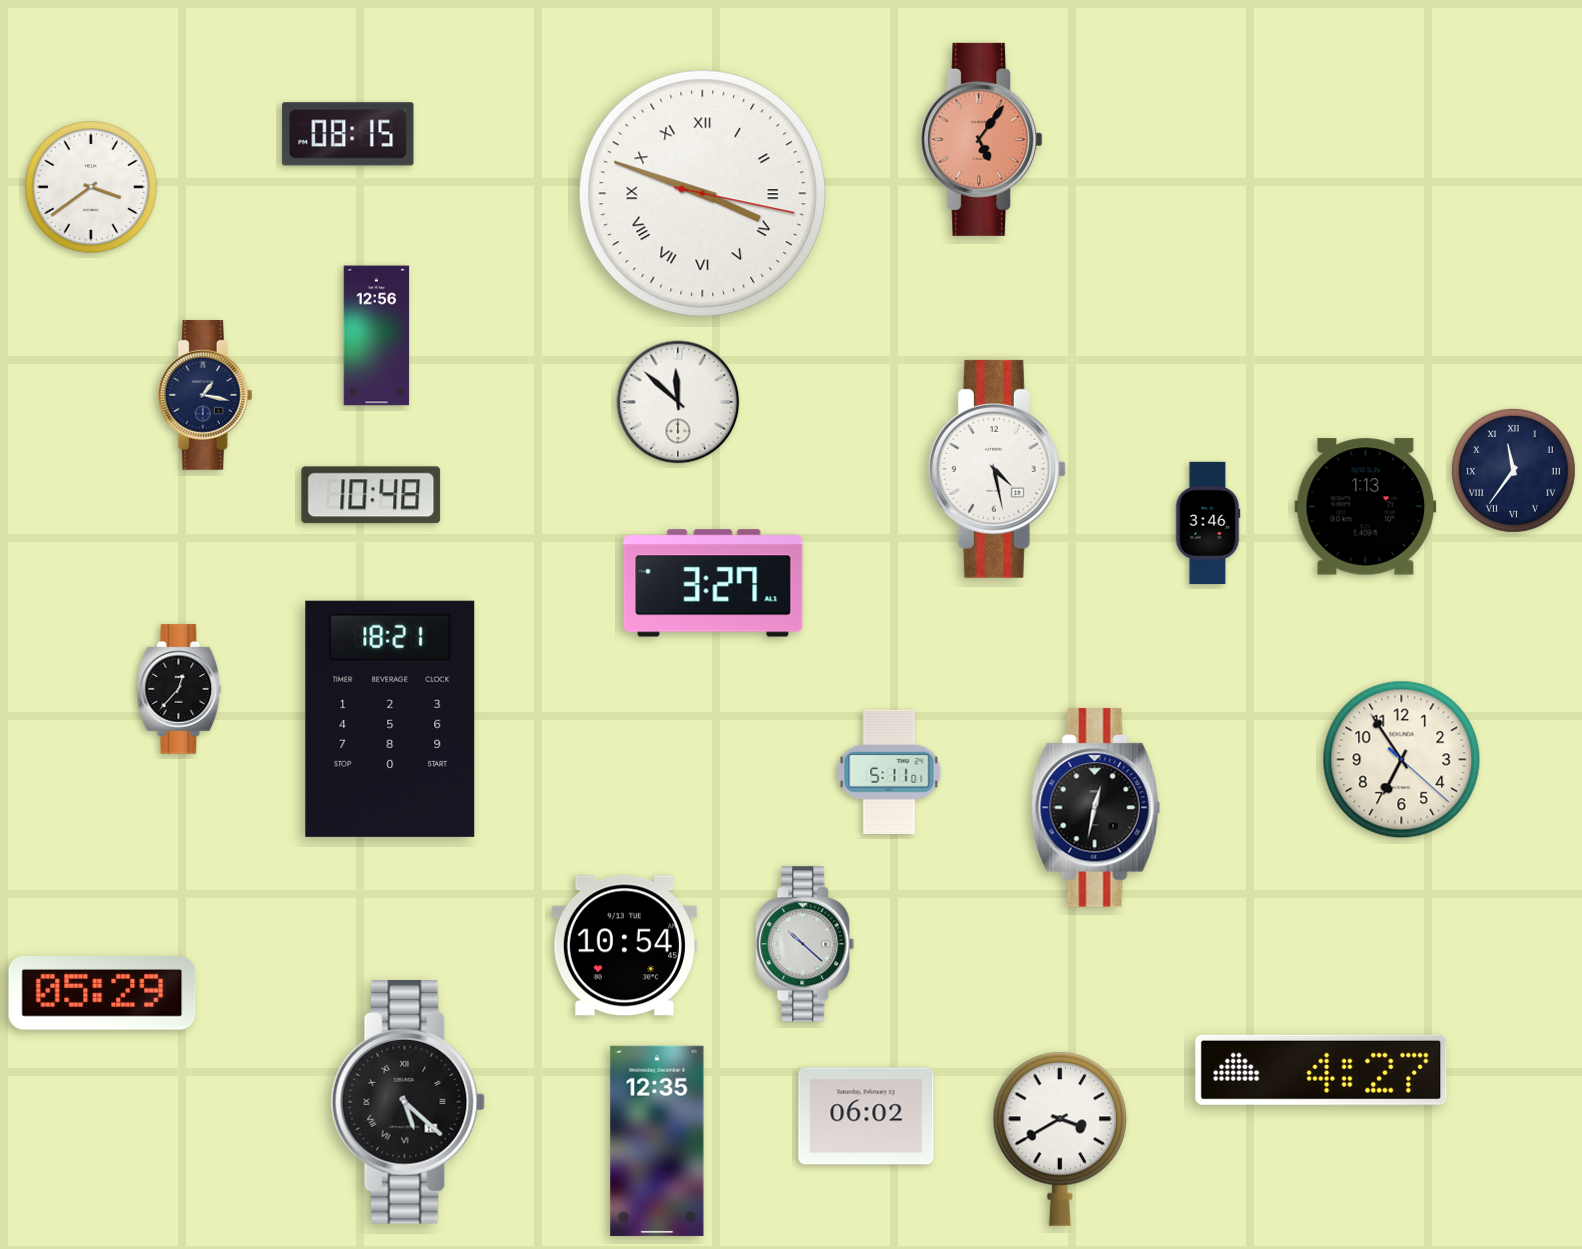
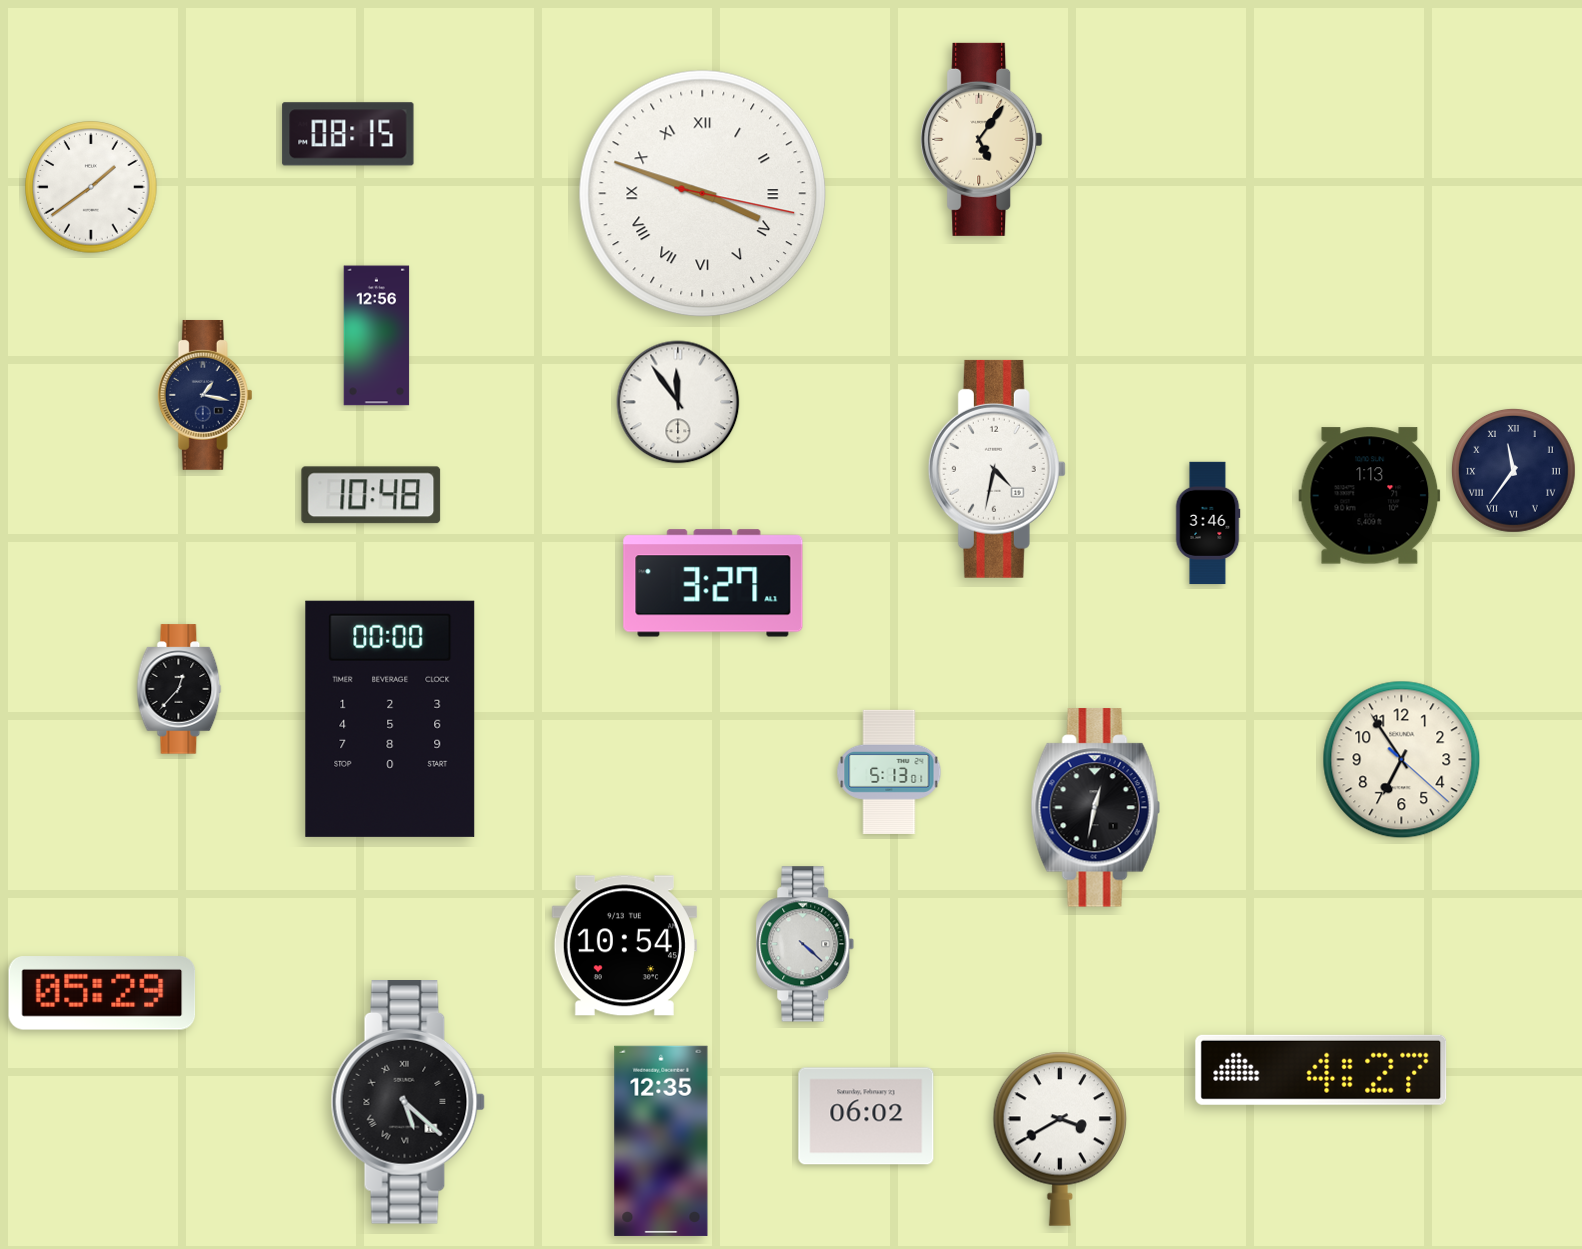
clock at (982, 139) dial: salmon -> cream
clock at (91, 187): 3:39 -> 1:39
clock at (678, 402): 11:52 -> 11:54
clock at (997, 469): 4:28 -> 4:32
clock at (1366, 507) position: (1366, 507) -> (1370, 496)
clock at (390, 719): 18:21 -> 00:00
clock at (889, 772): 5:11 -> 5:13
clock at (805, 944): 10:22 -> 4:22
clock at (657, 1141) position: (657, 1141) -> (661, 1141)
